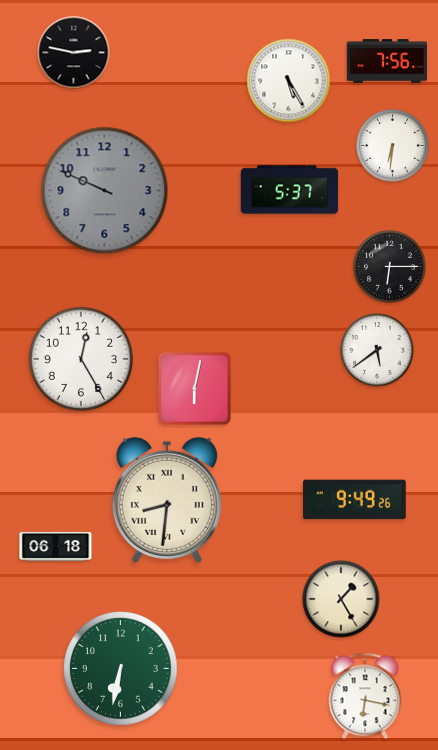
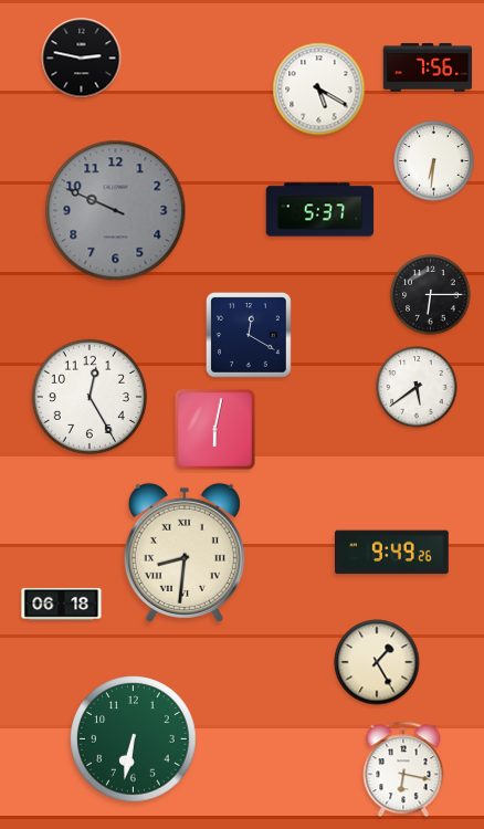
clock at (289, 81): 5:25 -> 5:20
clock at (249, 335): none -> 12:20
